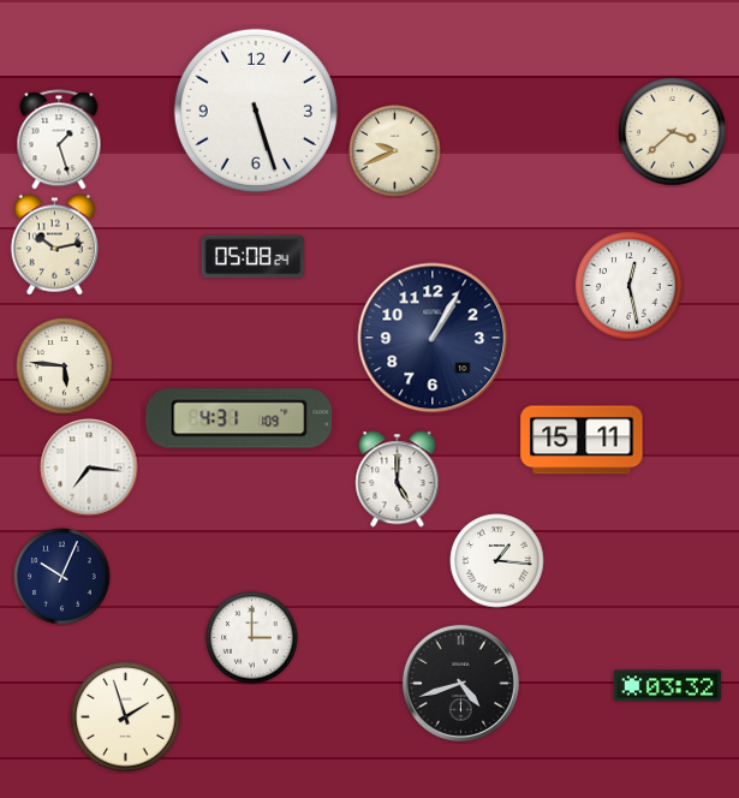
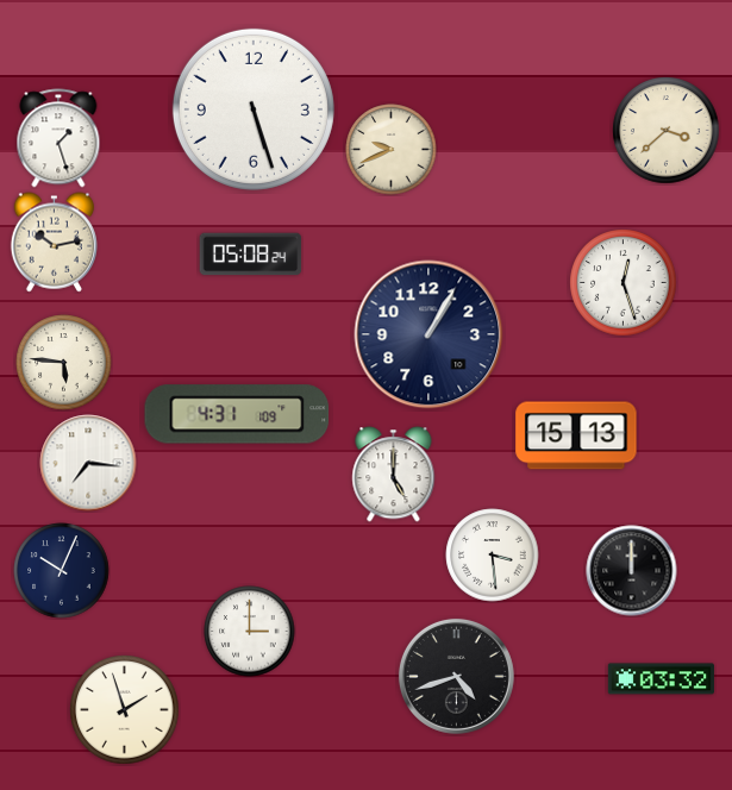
clock at (630, 286): 12:28 -> 12:27
clock at (582, 440): 15:11 -> 15:13
clock at (497, 561): 1:16 -> 3:29
clock at (632, 571): none -> 12:00
